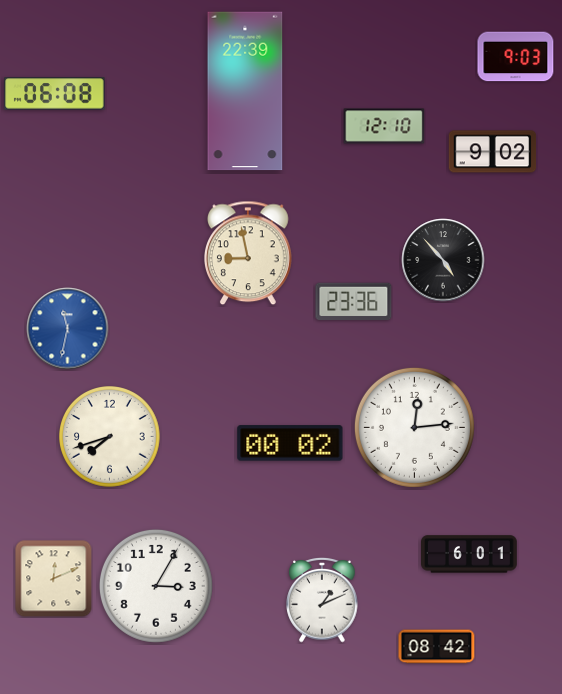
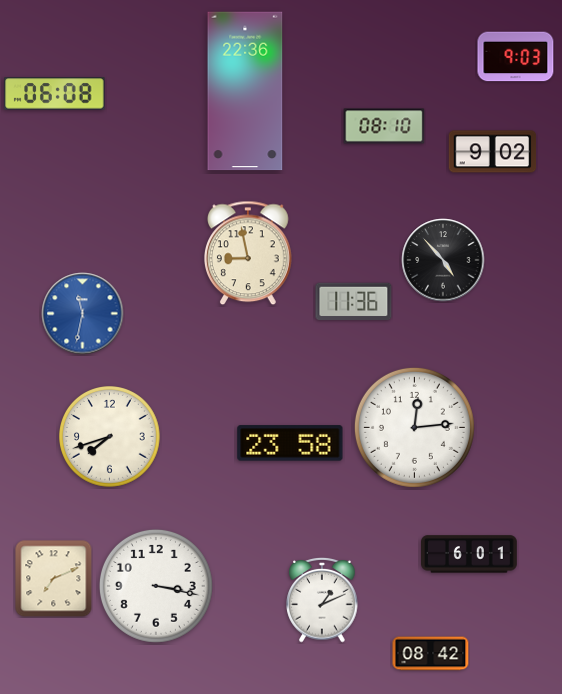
clock at (245, 91): 22:39 -> 22:36
clock at (384, 126): 12:10 -> 08:10
clock at (354, 302): 23:36 -> 11:36
clock at (68, 329) position: (68, 329) -> (83, 314)
clock at (290, 443): 00:02 -> 23:58
clock at (54, 579): 12:11 -> 7:11
clock at (156, 586): 3:05 -> 3:17
clock at (437, 647) position: (437, 647) -> (431, 654)
